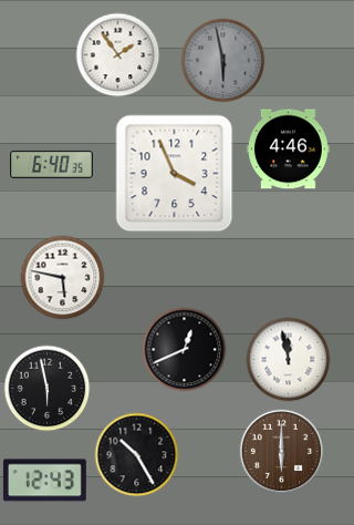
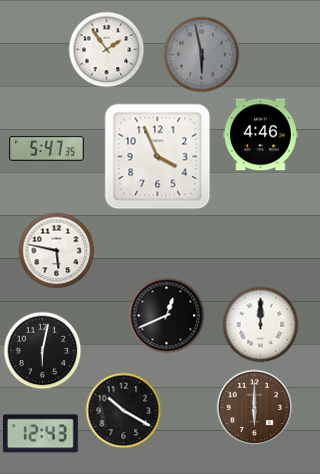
clock at (52, 164): 6:40 -> 5:47
clock at (289, 360): 11:58 -> 12:00
clock at (48, 389): 5:58 -> 6:02
clock at (137, 455): 10:25 -> 10:20
